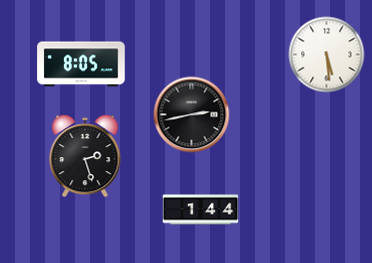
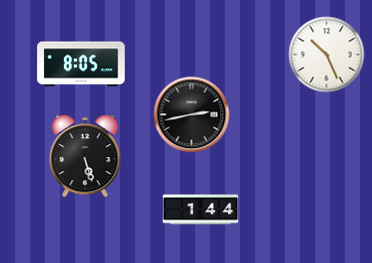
clock at (327, 55): 5:29 -> 10:26
clock at (85, 157): 2:27 -> 5:27
